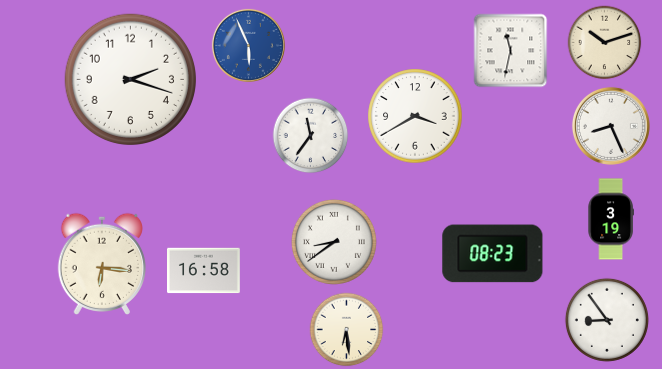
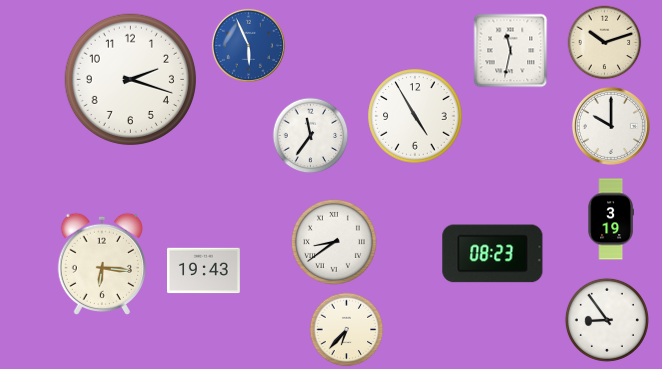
clock at (415, 116): 3:40 -> 4:55
clock at (611, 126): 8:26 -> 10:00
clock at (204, 271): 16:58 -> 19:43
clock at (347, 330): 6:29 -> 6:37
